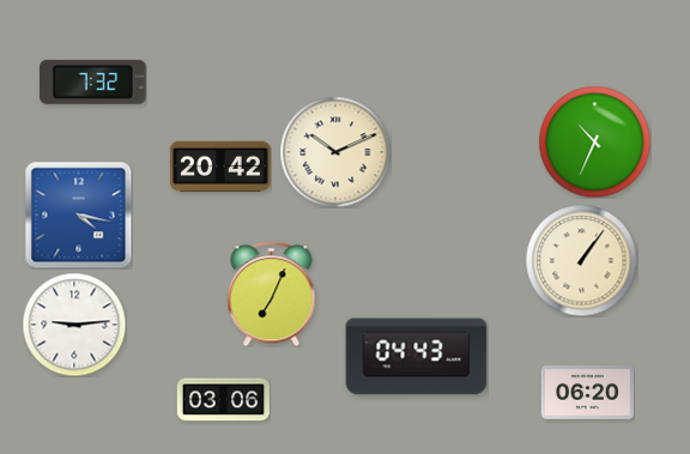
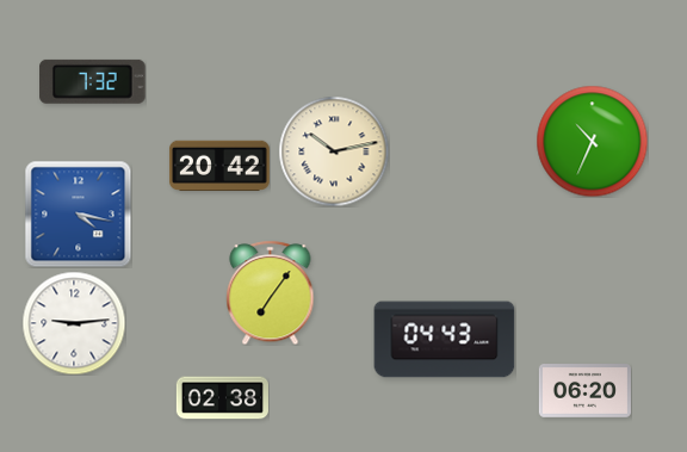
clock at (335, 152): 10:11 -> 10:13
clock at (581, 260): 1:06 -> none
clock at (272, 293): 7:04 -> 7:06
clock at (417, 357) position: (417, 357) -> (445, 340)
clock at (223, 400): 03:06 -> 02:38
